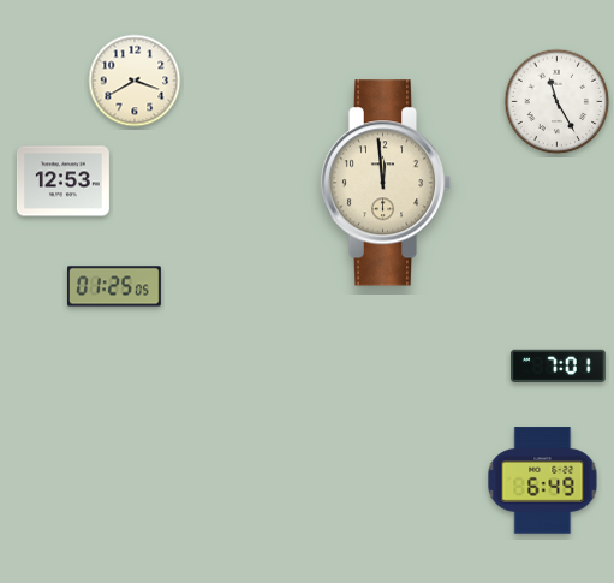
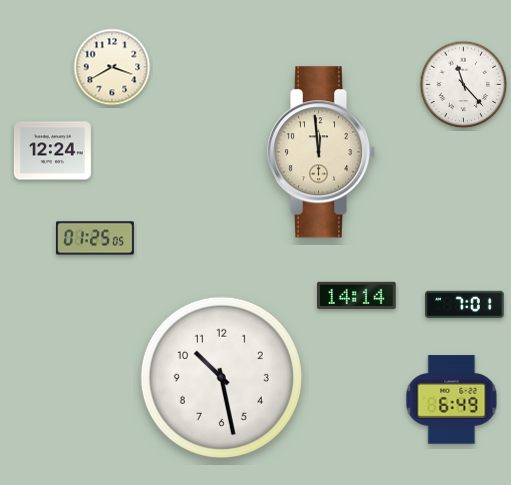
clock at (558, 102): 11:25 -> 11:23
clock at (62, 182): 12:53 -> 12:24
clock at (357, 295): none -> 14:14
clock at (221, 377): none -> 10:28
